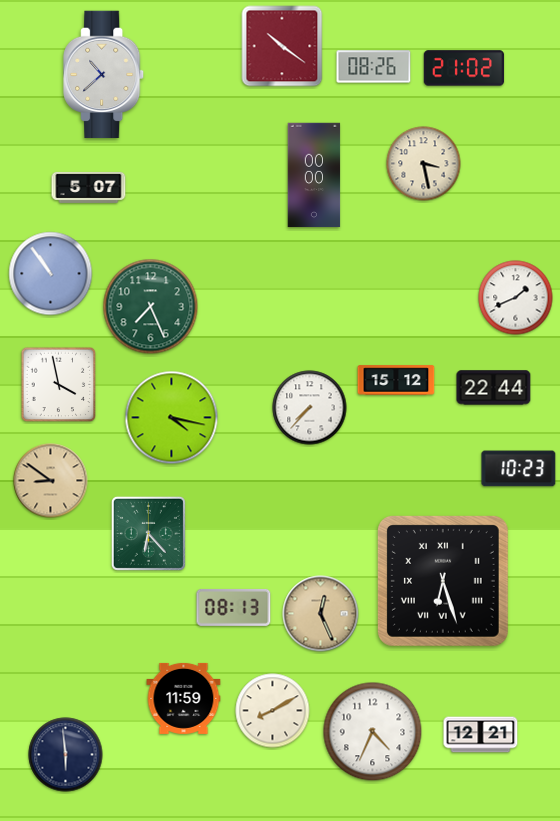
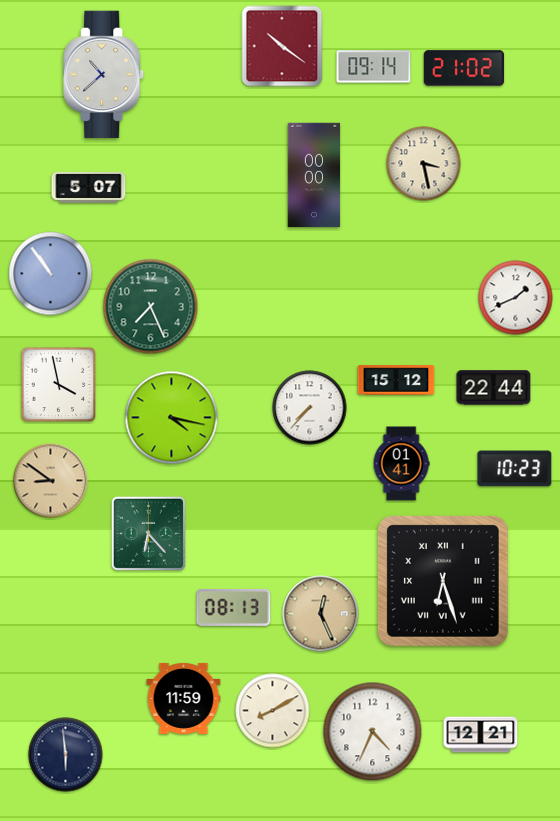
clock at (374, 67): 08:26 -> 09:14
clock at (401, 464): none -> 01:41
clock at (519, 469) position: (519, 469) -> (515, 469)
